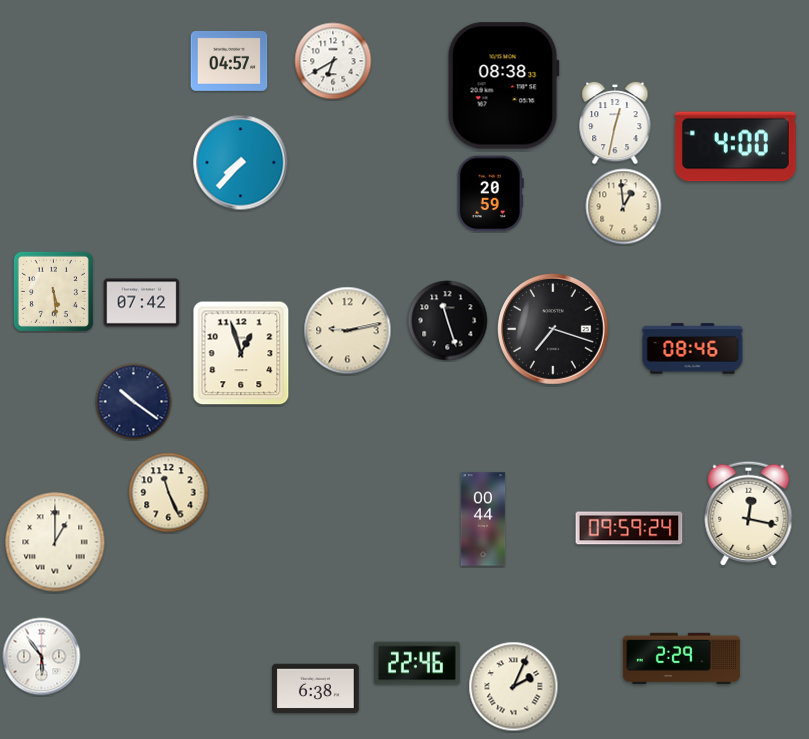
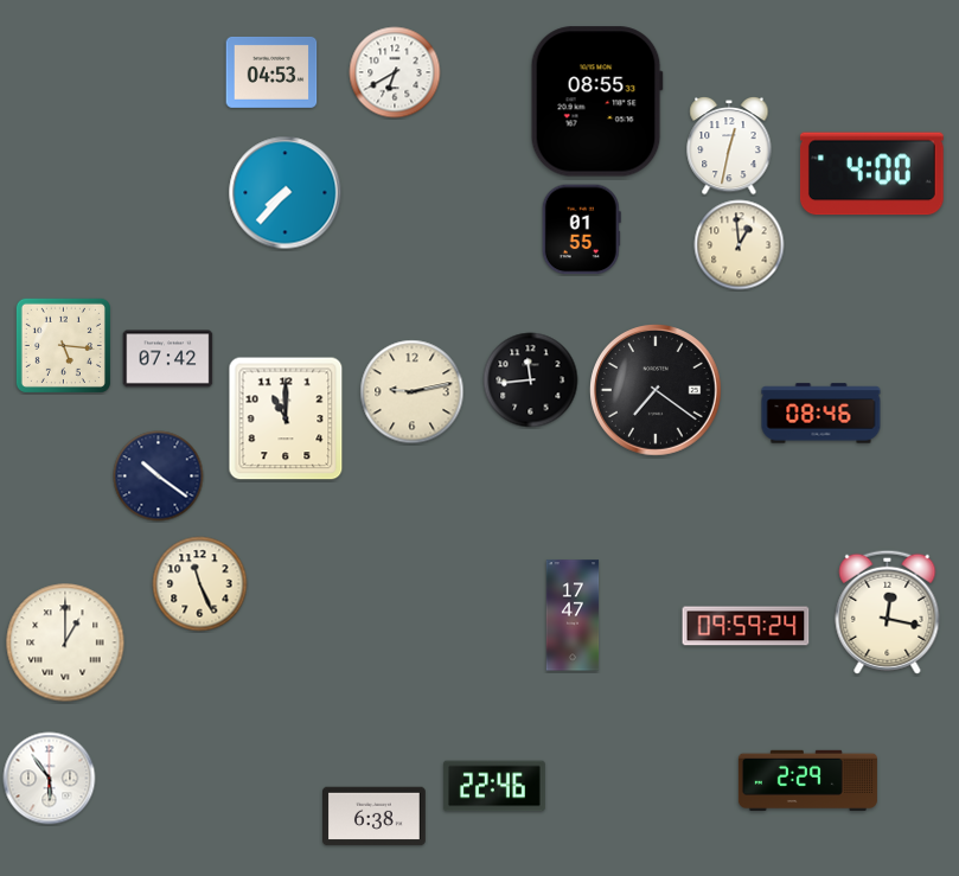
clock at (229, 61): 04:57 -> 04:53
clock at (503, 86): 08:38 -> 08:55
clock at (490, 194): 20:59 -> 01:55
clock at (53, 291): 5:29 -> 5:16
clock at (448, 321): 11:27 -> 11:44
clock at (554, 330): 7:18 -> 7:21
clock at (241, 353): 12:57 -> 11:00
clock at (749, 513) position: (749, 513) -> (888, 612)
clock at (483, 519): 00:44 -> 17:47
clock at (514, 687): 2:04 -> none
